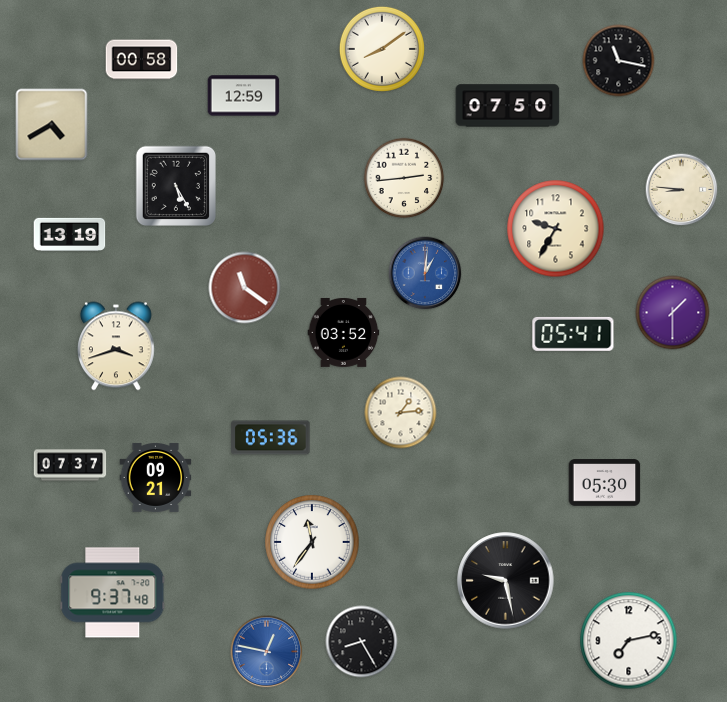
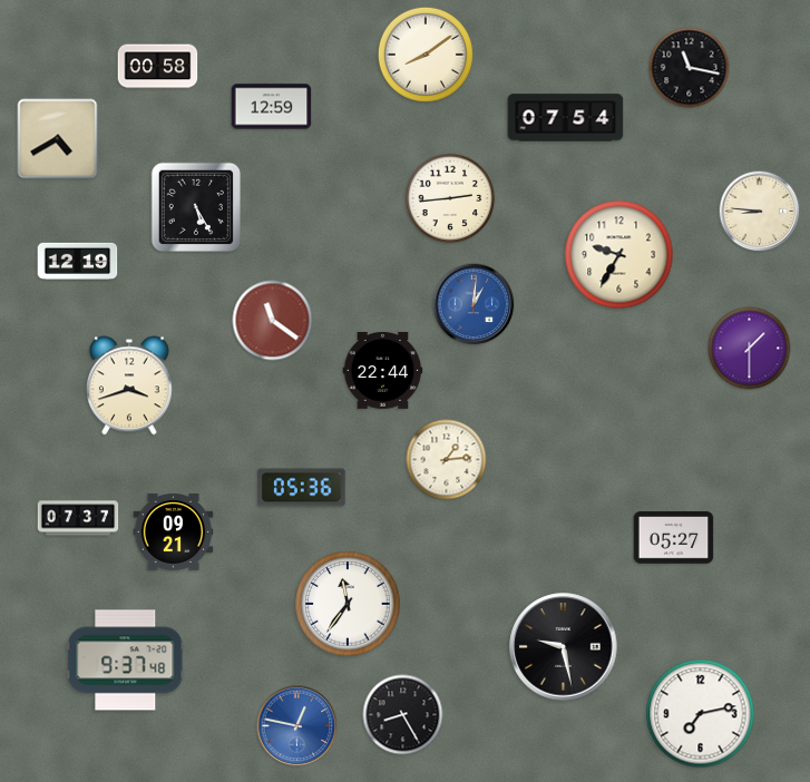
clock at (508, 106): 07:50 -> 07:54
clock at (70, 234): 13:19 -> 12:19
clock at (344, 333): 03:52 -> 22:44
clock at (573, 334): 05:41 -> none
clock at (605, 483): 05:30 -> 05:27
